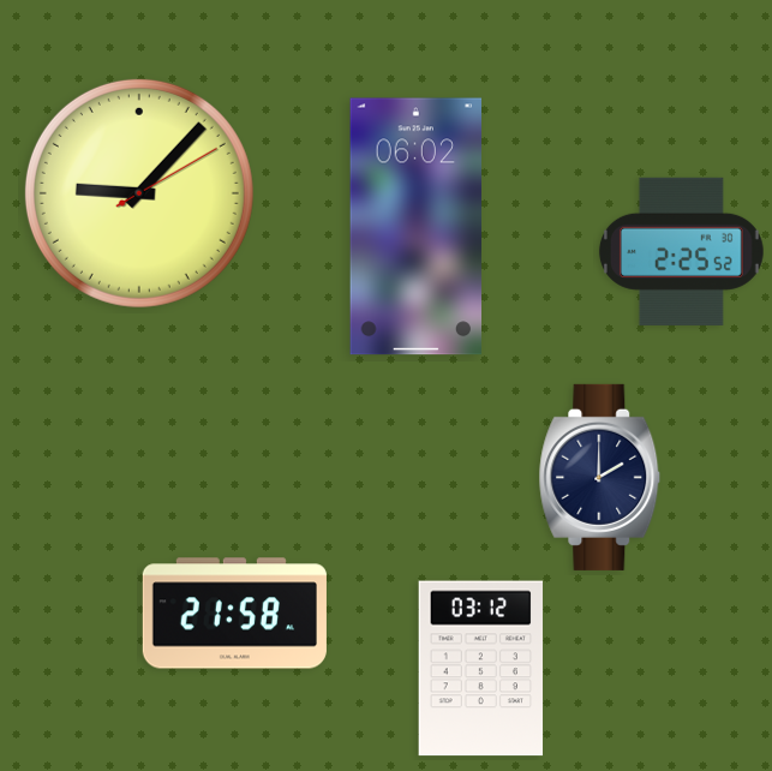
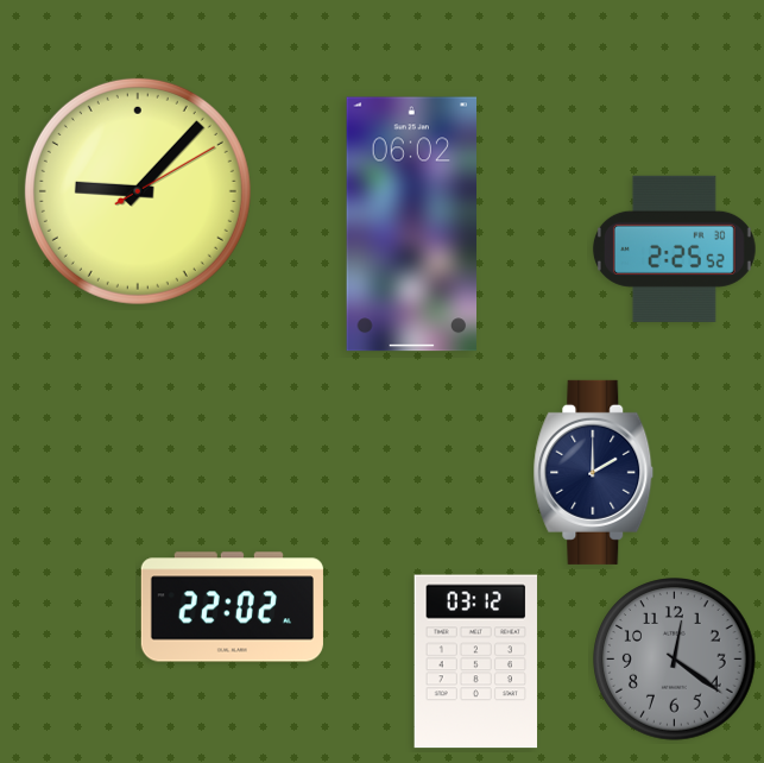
clock at (234, 614): 21:58 -> 22:02
clock at (675, 660): none -> 12:21
